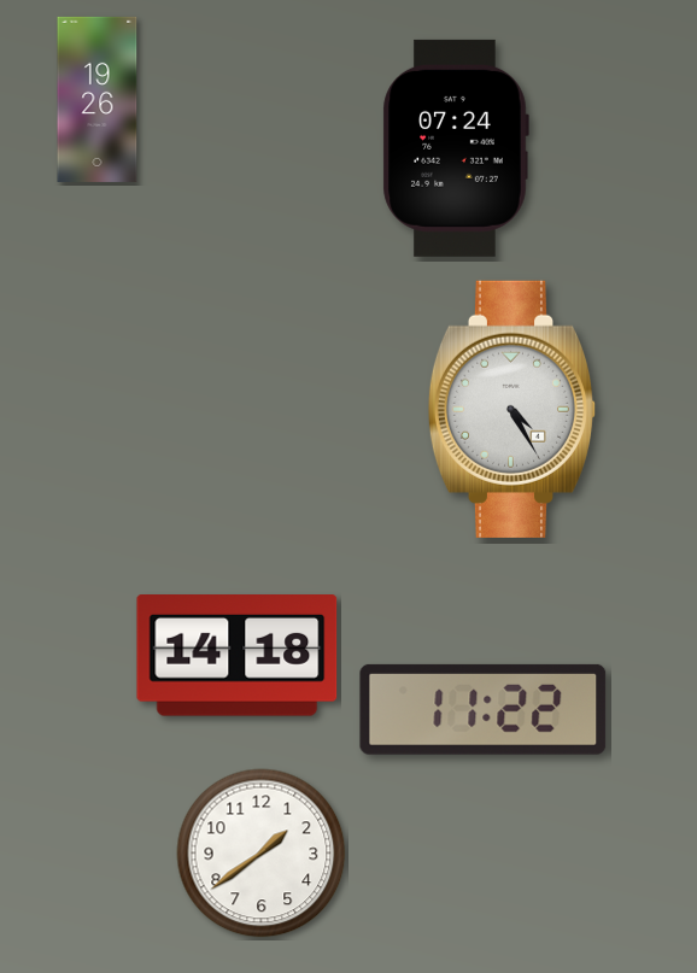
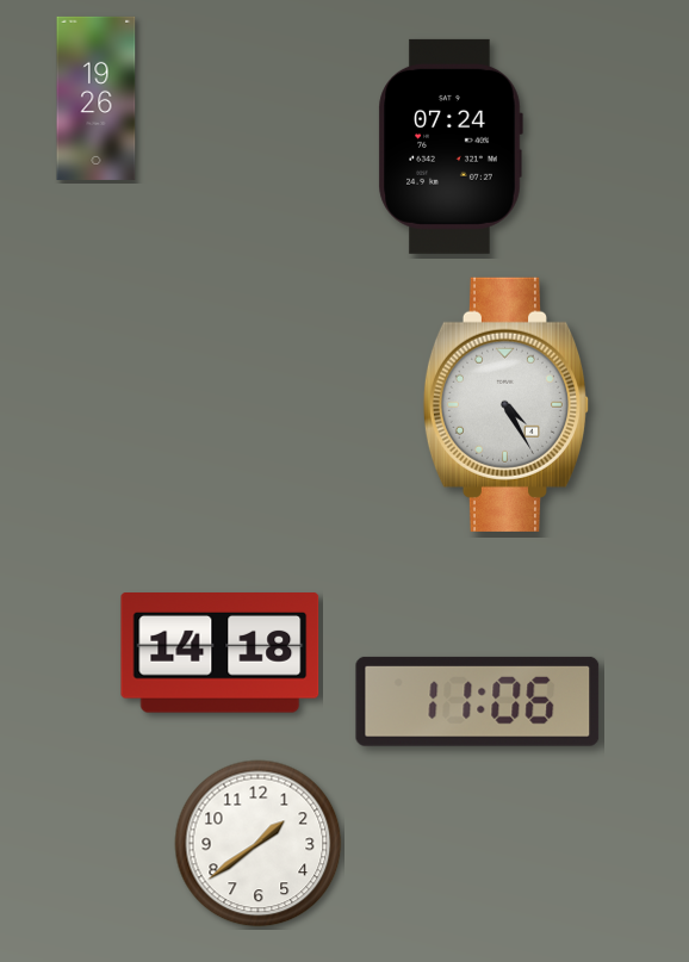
clock at (238, 656) position: (238, 656) -> (221, 653)
clock at (484, 709): 11:22 -> 11:06
